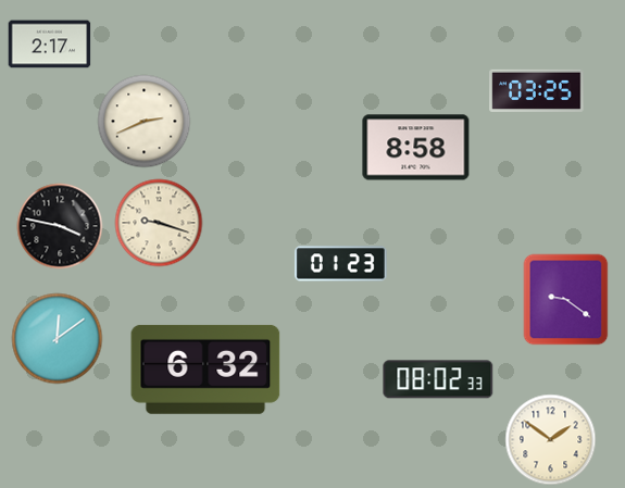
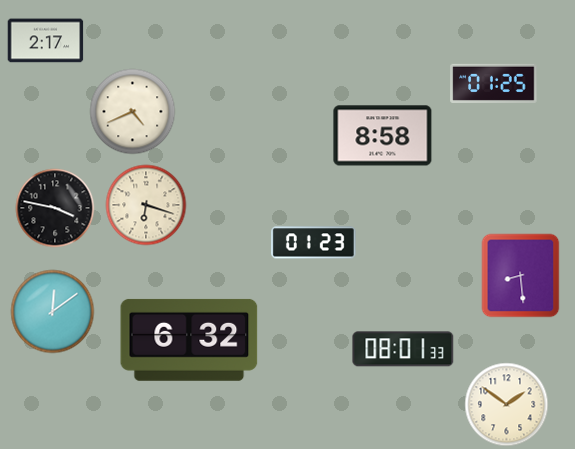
clock at (537, 90): 03:25 -> 01:25
clock at (145, 122): 2:41 -> 4:41
clock at (159, 223): 9:18 -> 6:18
clock at (566, 300): 9:21 -> 8:29
clock at (438, 379): 08:02 -> 08:01
